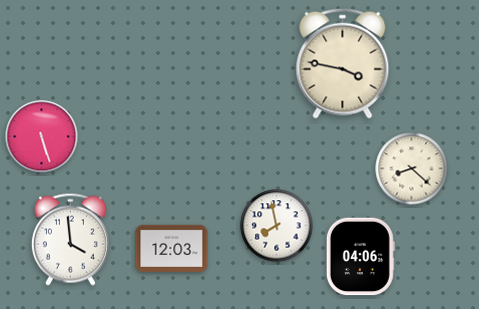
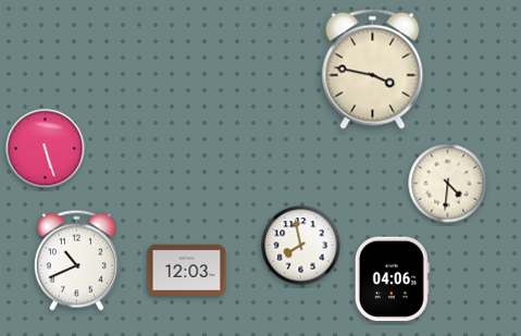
clock at (412, 169): 8:22 -> 4:31
clock at (70, 239): 3:59 -> 10:41
